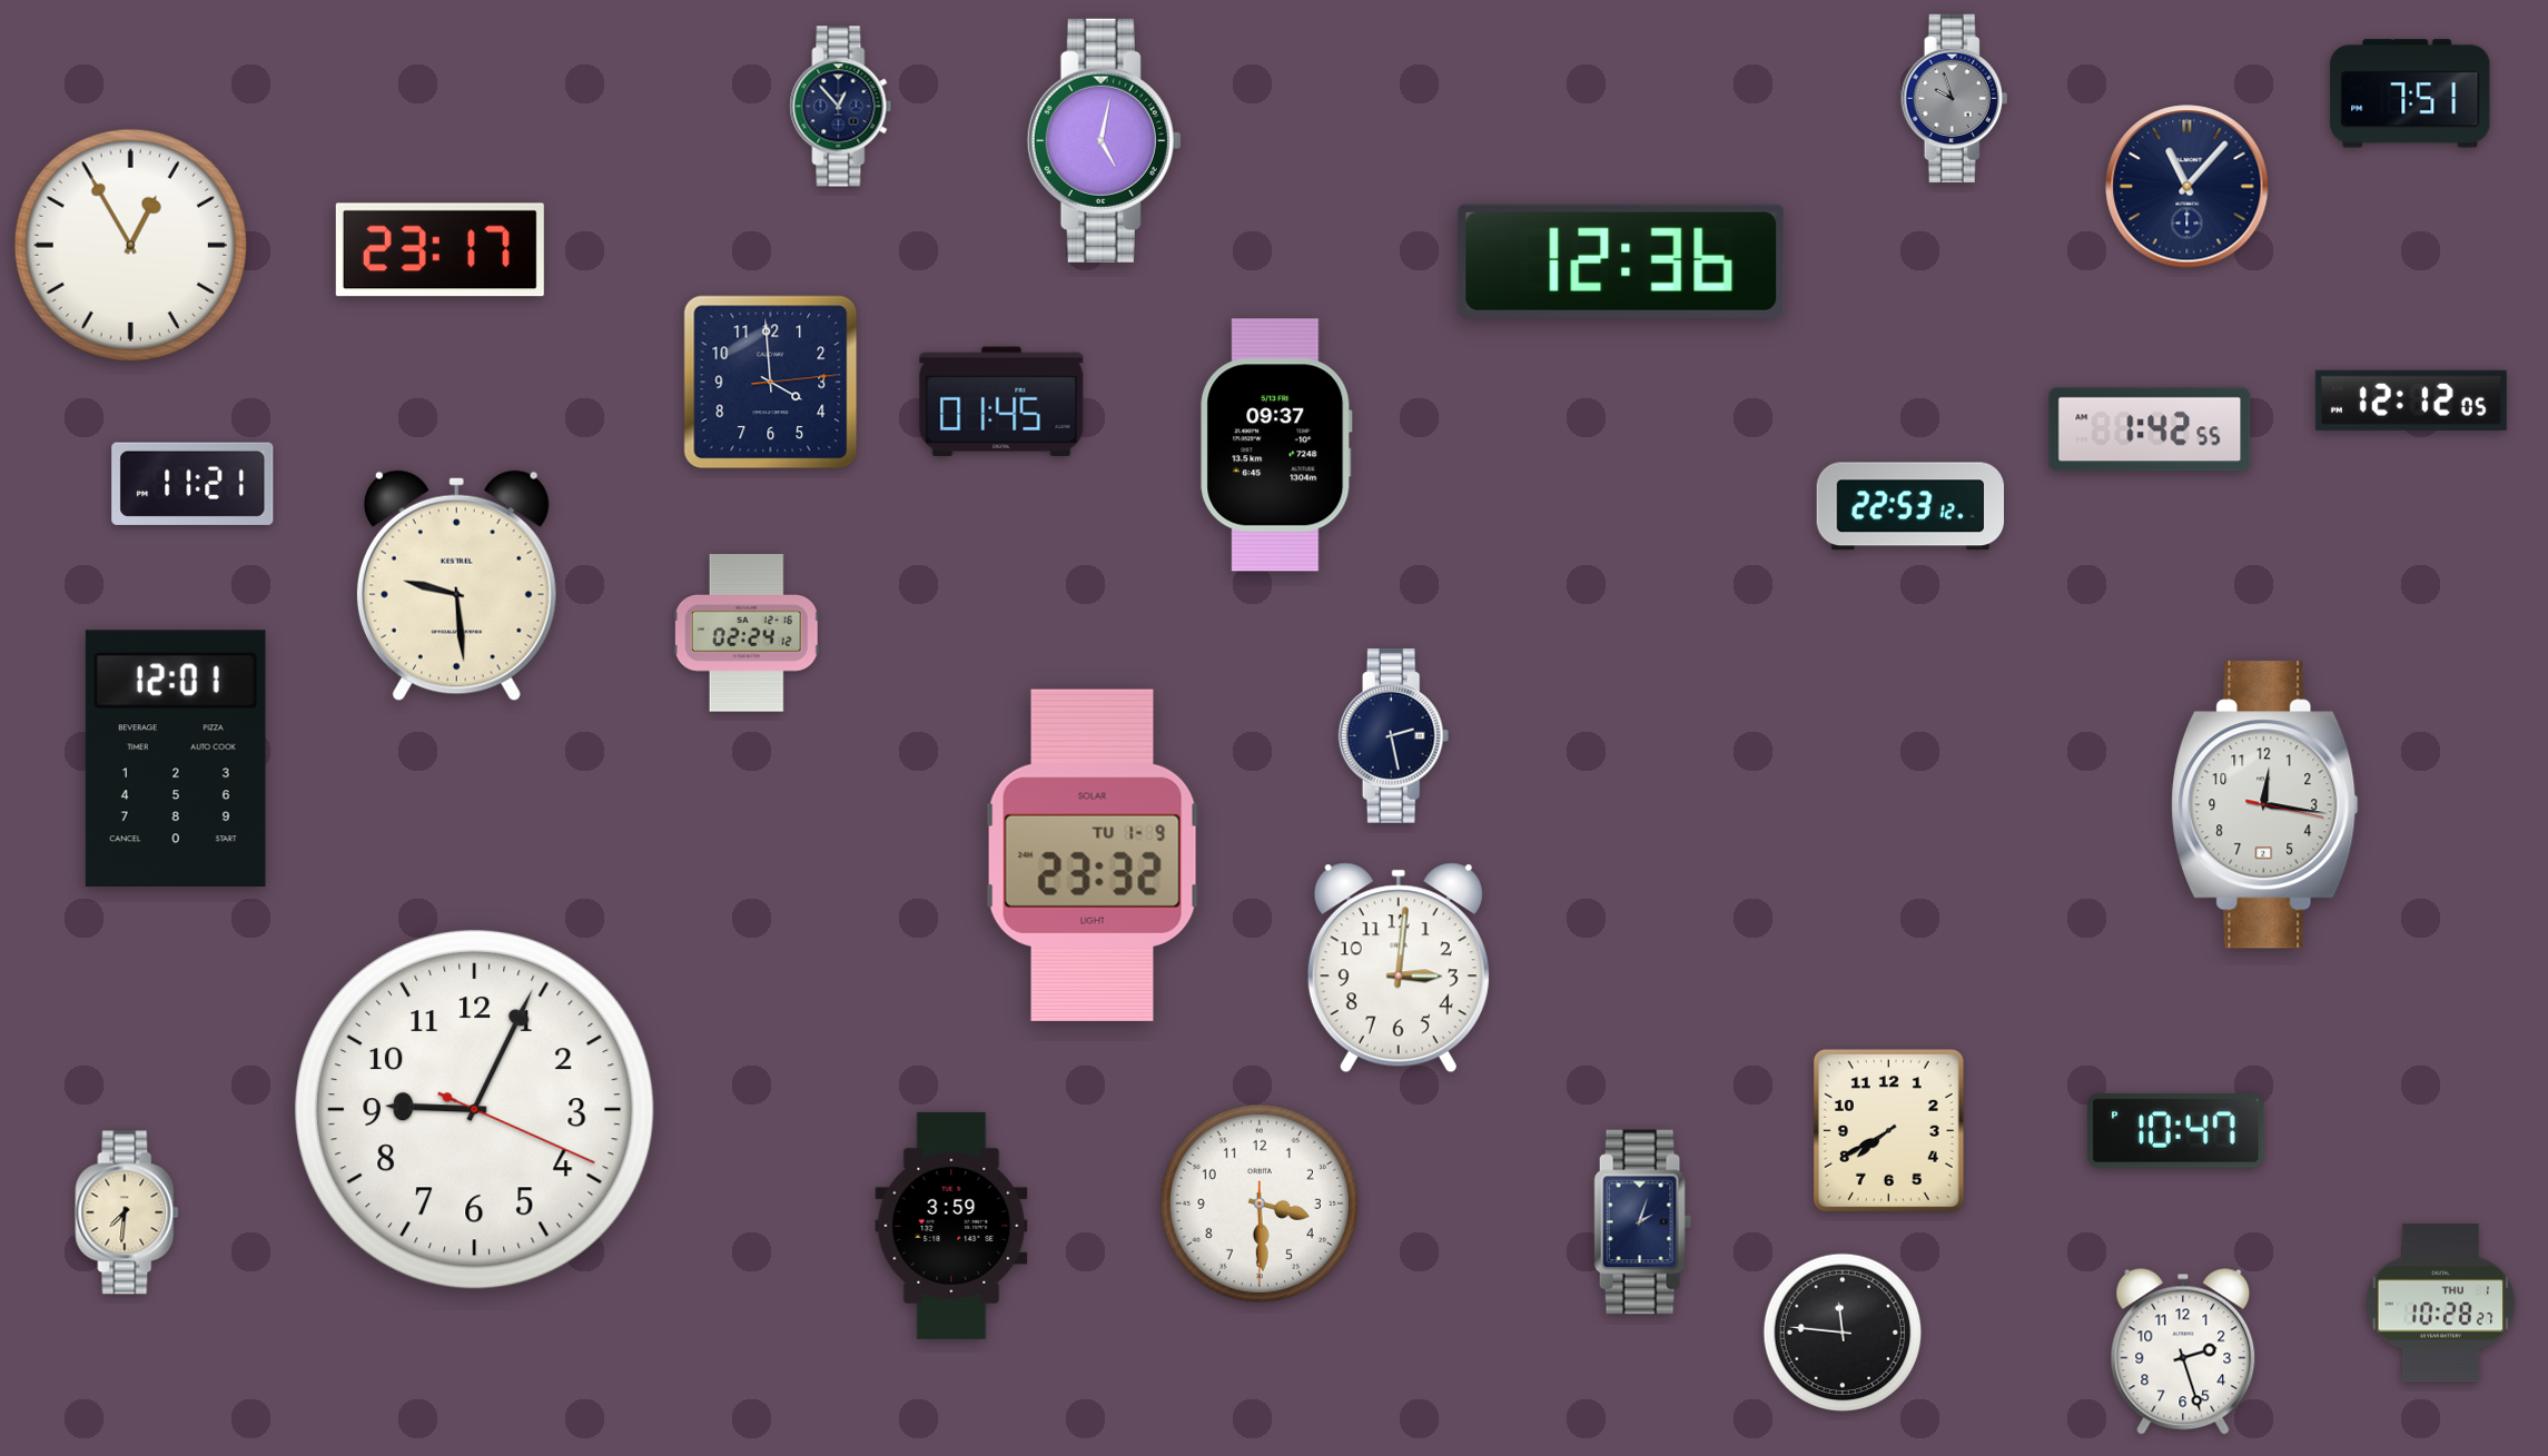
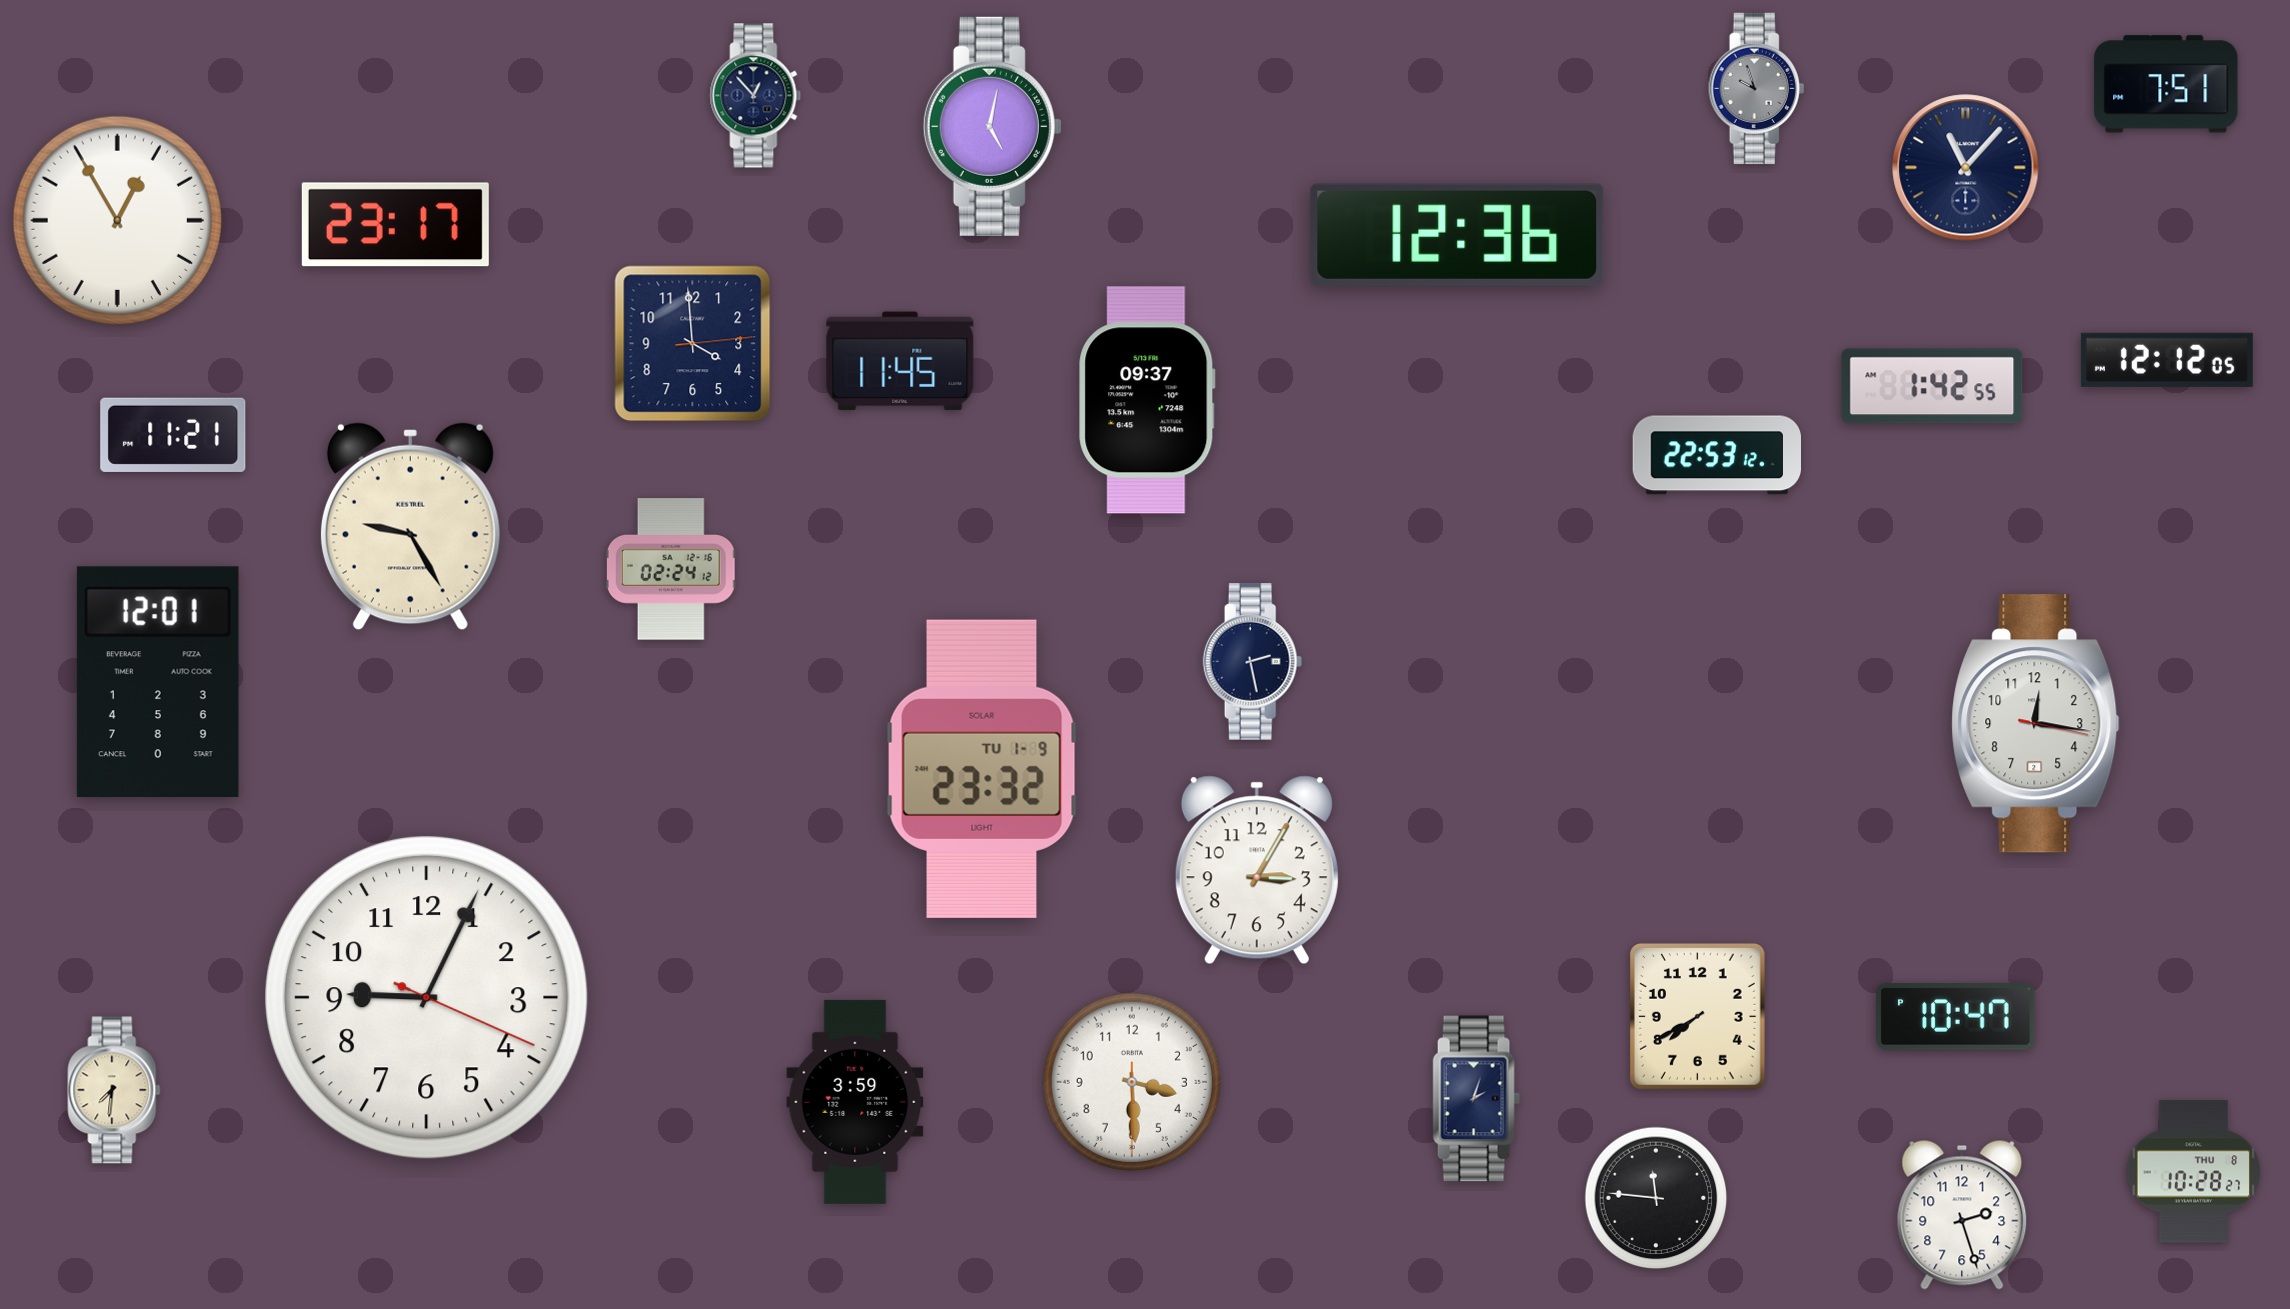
clock at (1001, 402): 01:45 -> 11:45
clock at (456, 586): 9:29 -> 9:25
clock at (1399, 968): 3:01 -> 3:05
clock at (2441, 1304) date: THU 1 -> THU 8
